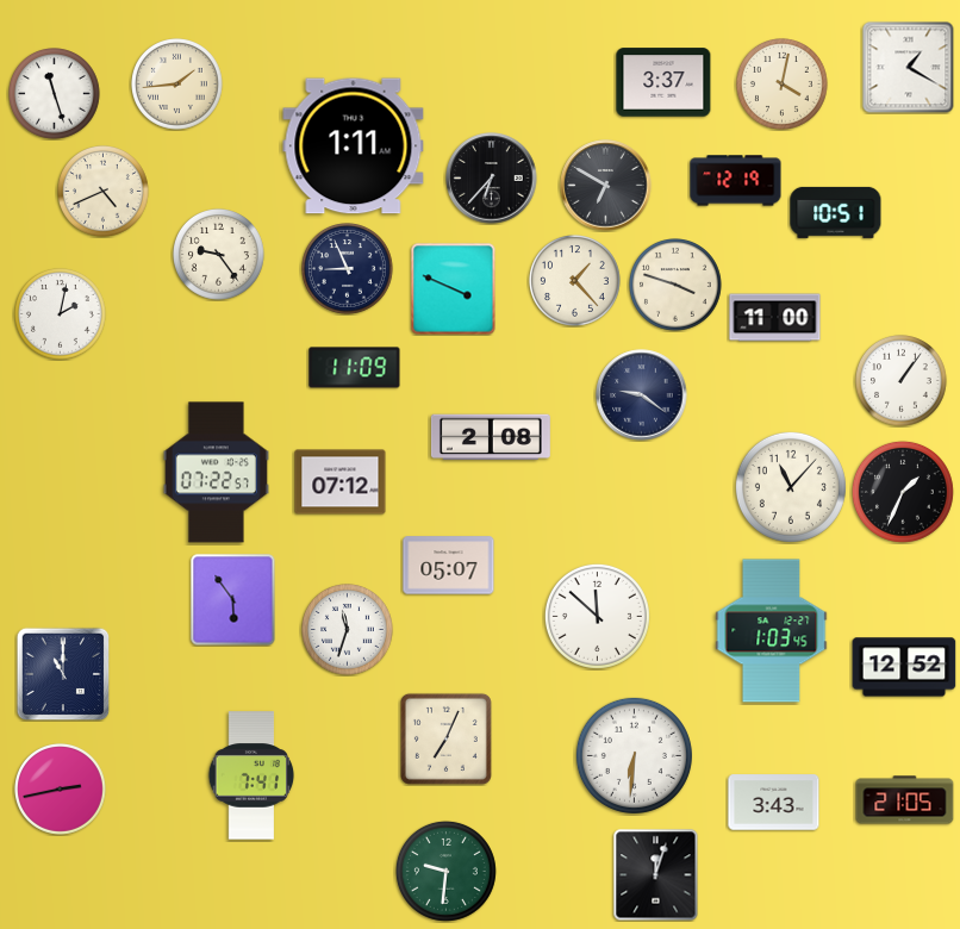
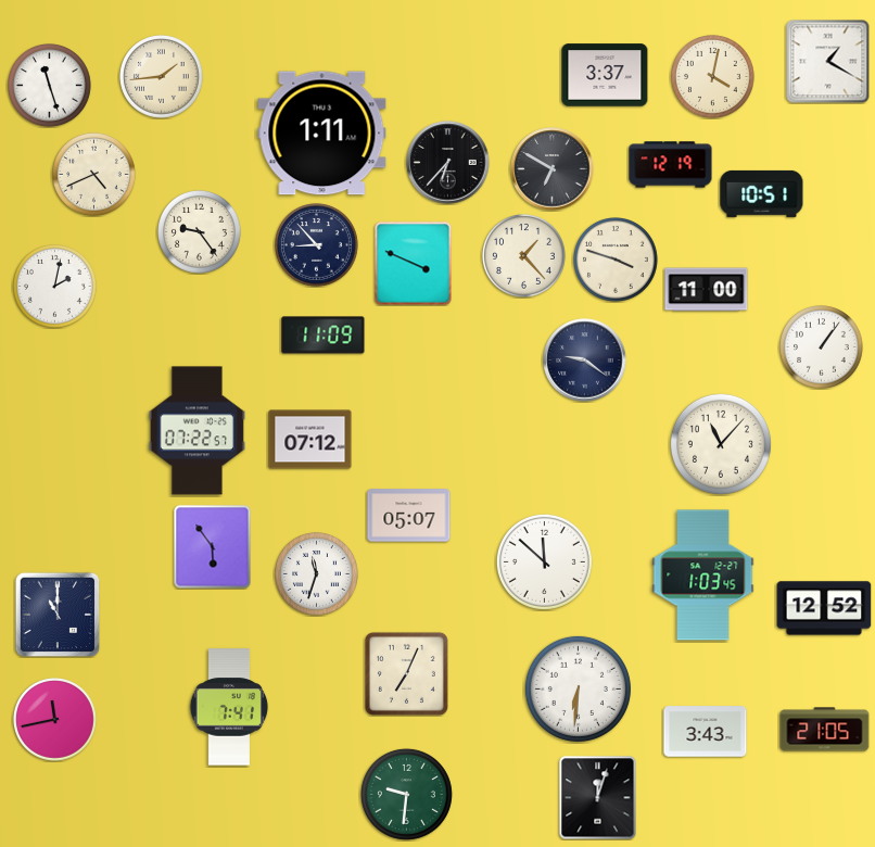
clock at (348, 269): 8:56 -> 8:53
clock at (491, 437): 2:08 -> none
clock at (903, 492): 1:34 -> none
clock at (61, 790): 2:43 -> 11:43
